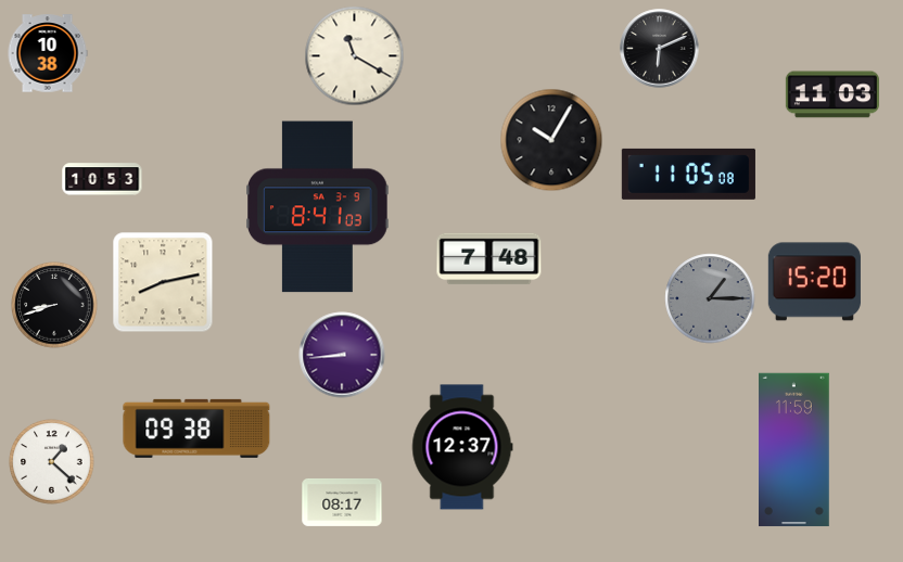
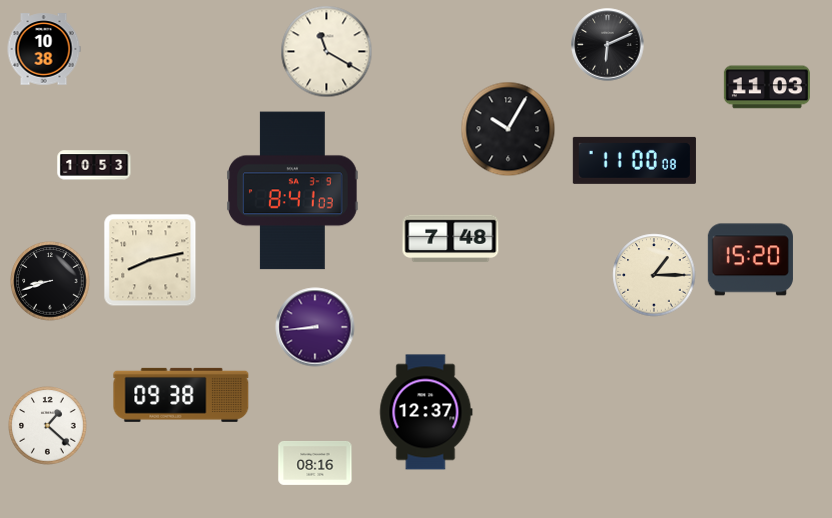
clock at (688, 174): 11:05 -> 11:00
clock at (710, 298) dial: grey -> cream
clock at (794, 450): 11:59 -> none
clock at (342, 502): 08:17 -> 08:16
